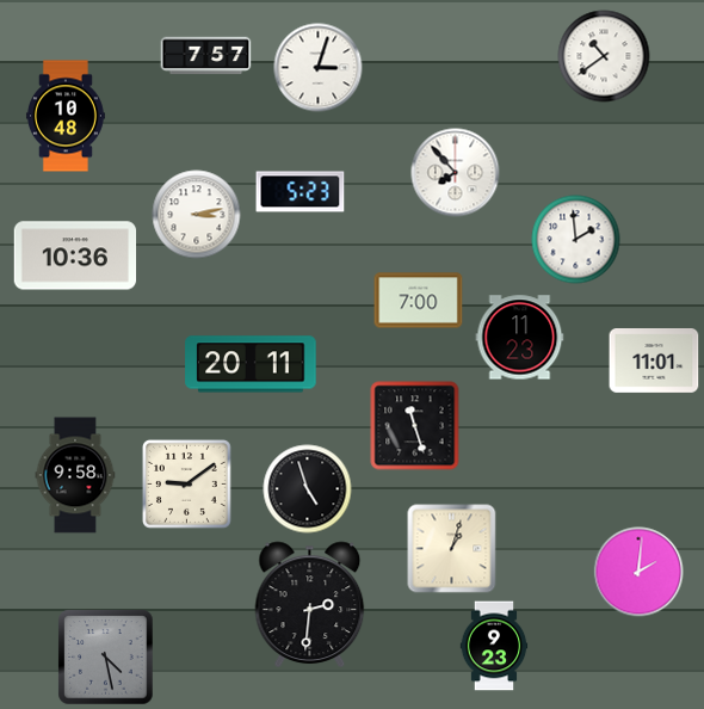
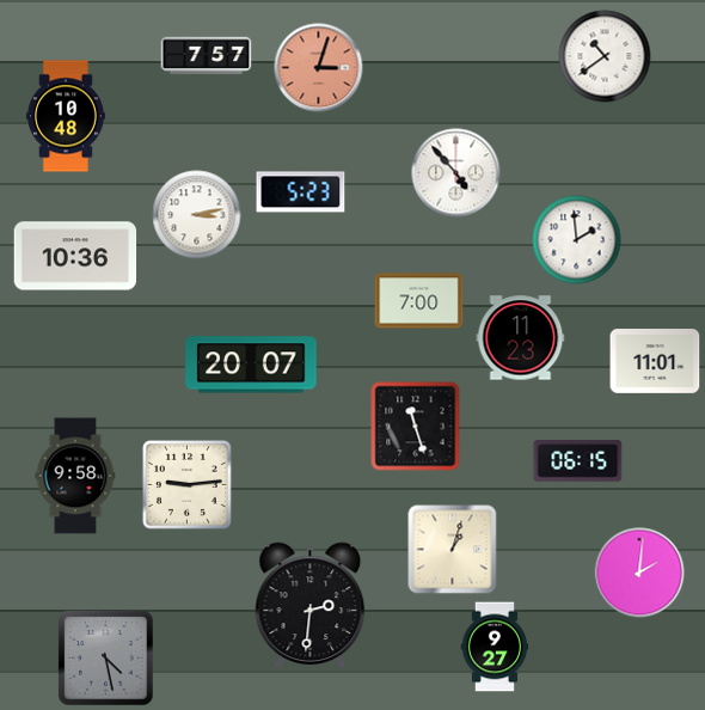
clock at (319, 68) dial: white -> salmon
clock at (456, 173): 7:53 -> 4:53
clock at (251, 364): 20:11 -> 20:07
clock at (578, 461): none -> 06:15
clock at (187, 485): 9:09 -> 9:14
clock at (308, 489): 4:57 -> none
clock at (494, 646): 9:23 -> 9:27
